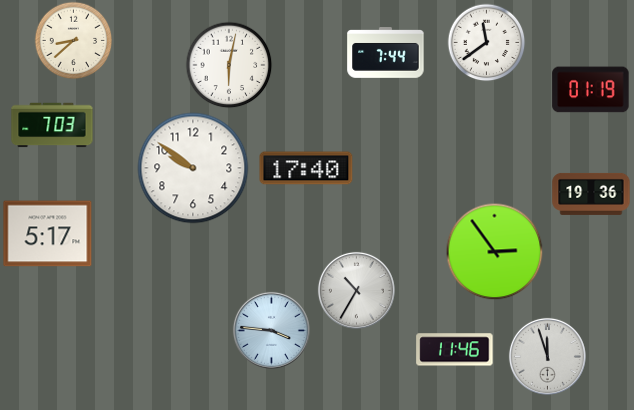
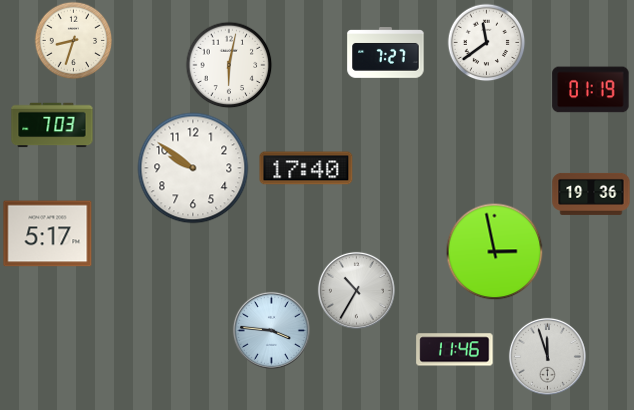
clock at (73, 40): 8:38 -> 8:33
clock at (386, 53): 7:44 -> 7:27
clock at (494, 251): 2:54 -> 2:58
